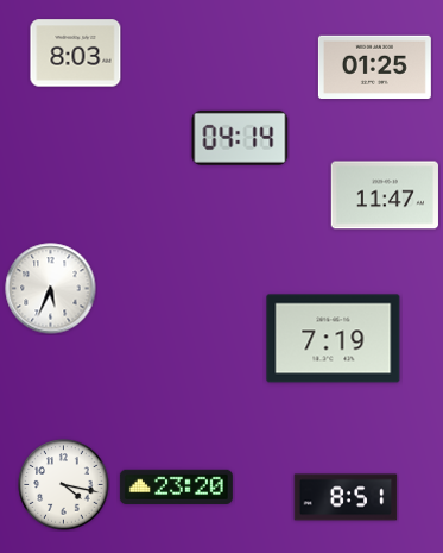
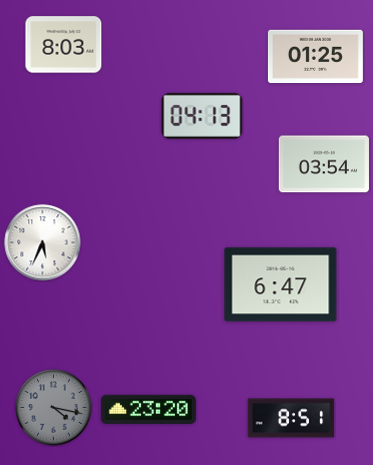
clock at (240, 138): 04:14 -> 04:13
clock at (385, 195): 11:47 -> 03:54
clock at (334, 339): 7:19 -> 6:47
clock at (64, 485) dial: white -> grey
